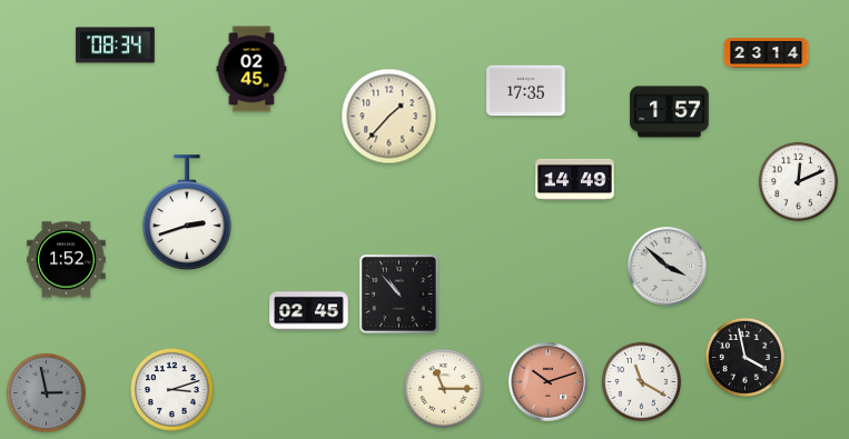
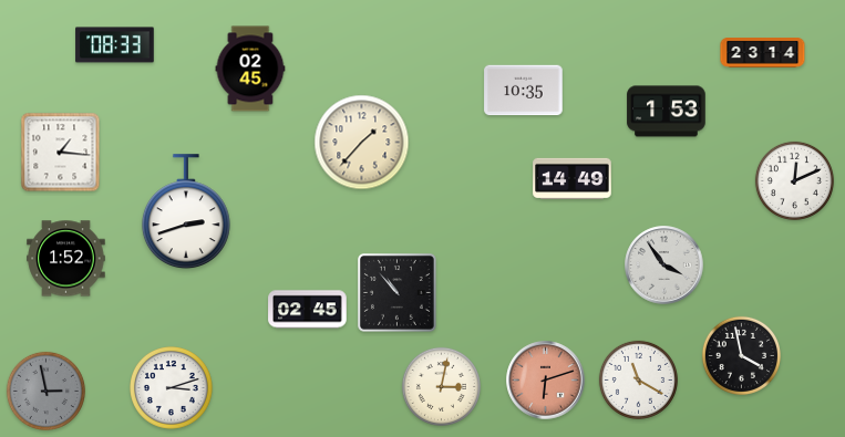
clock at (116, 46): 08:34 -> 08:33
clock at (526, 91): 17:35 -> 10:35
clock at (670, 112): 1:57 -> 1:53
clock at (389, 117) position: (389, 117) -> (362, 143)
clock at (61, 153): none -> 1:16
clock at (668, 267): 3:52 -> 3:54
clock at (549, 382): 10:12 -> 6:12
clock at (443, 388): 11:15 -> 3:02
